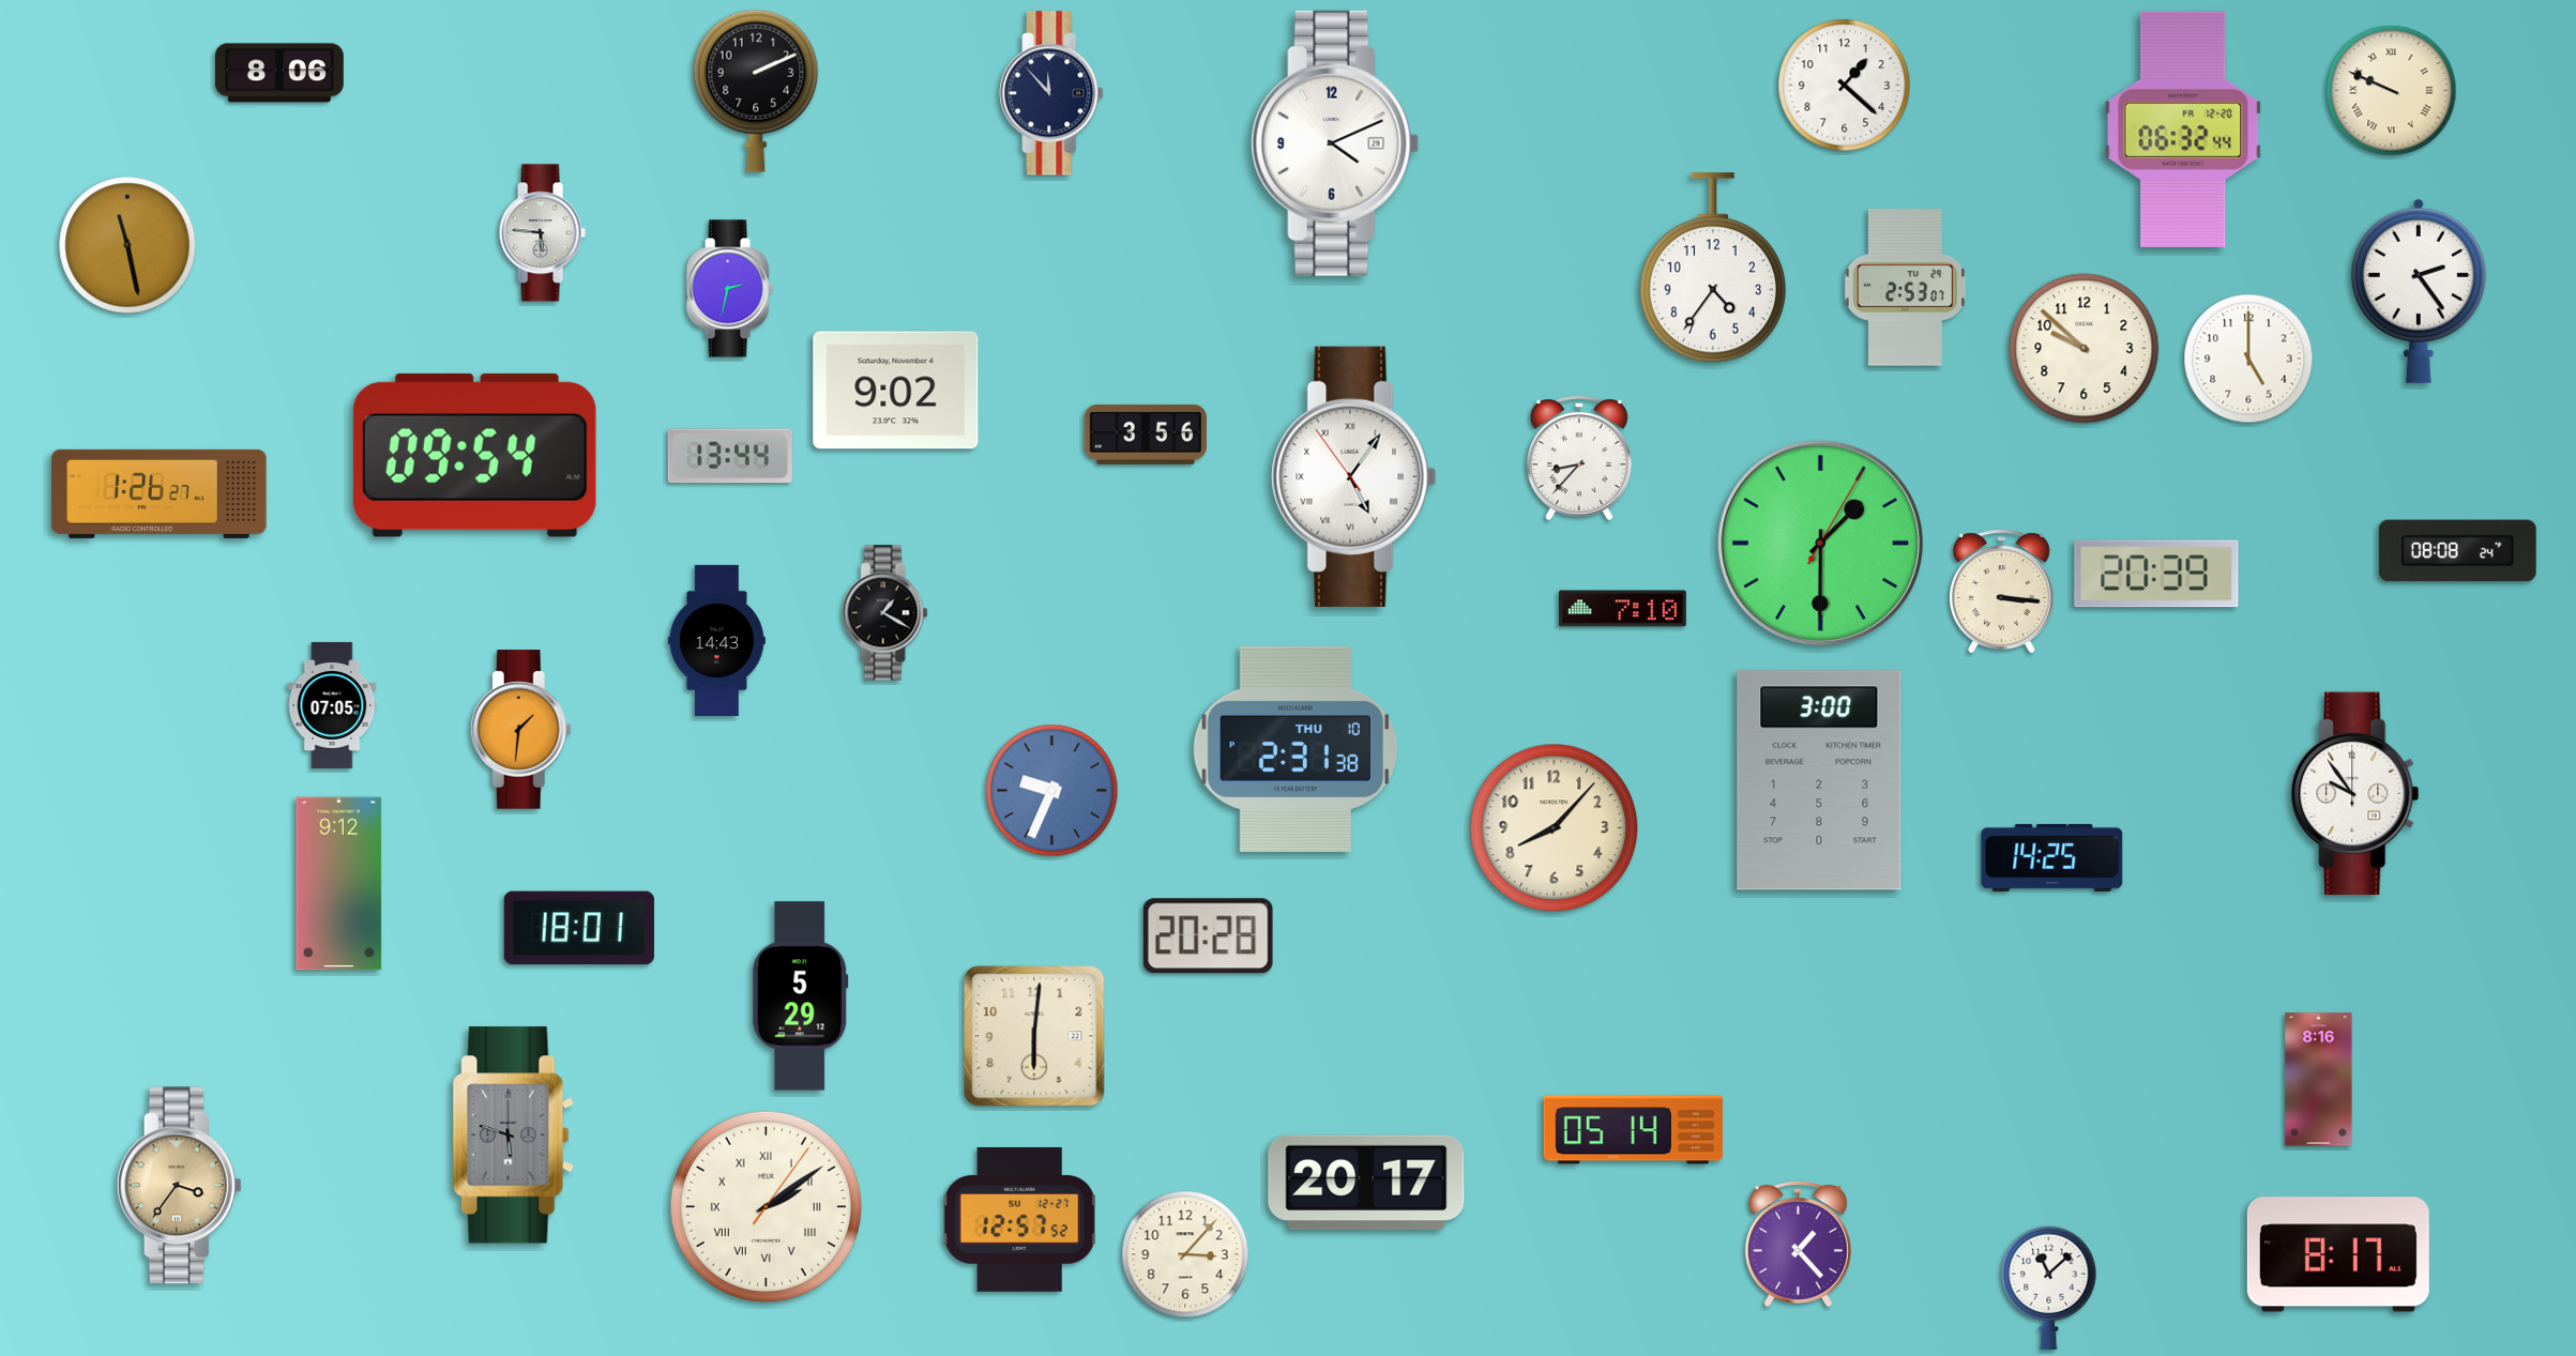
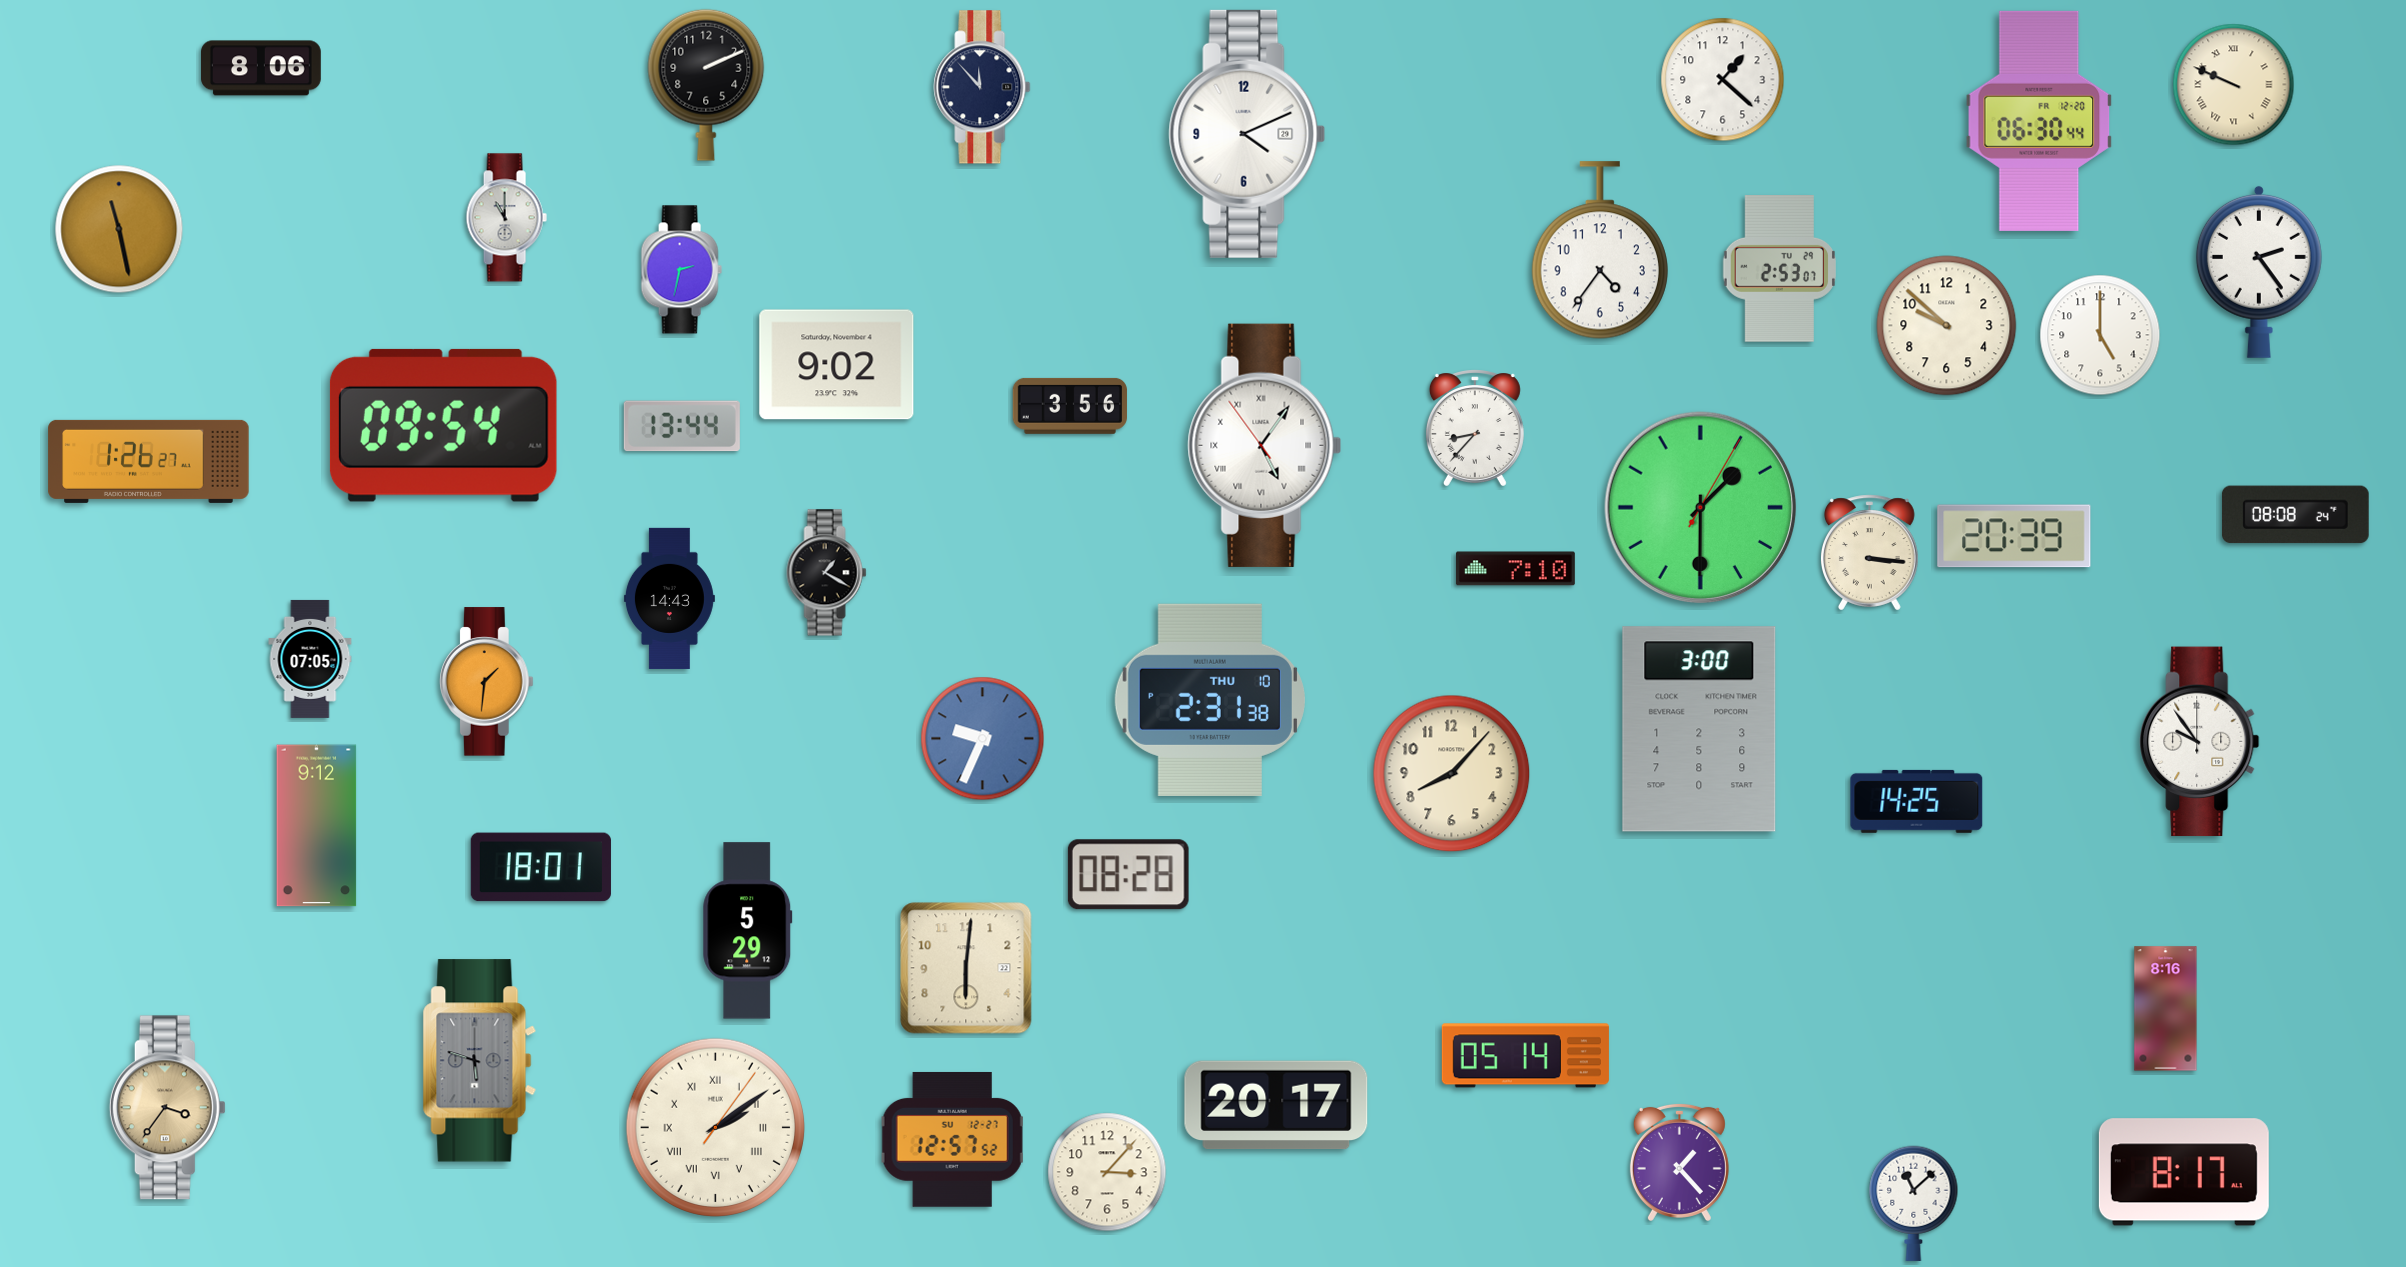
clock at (2183, 129): 06:32 -> 06:30
clock at (542, 233): 5:46 -> 11:00
clock at (1208, 936): 20:28 -> 08:28
